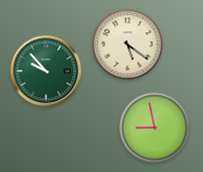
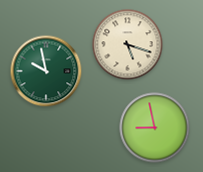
clock at (128, 45): 5:21 -> 5:18
clock at (46, 71): 9:53 -> 9:58
